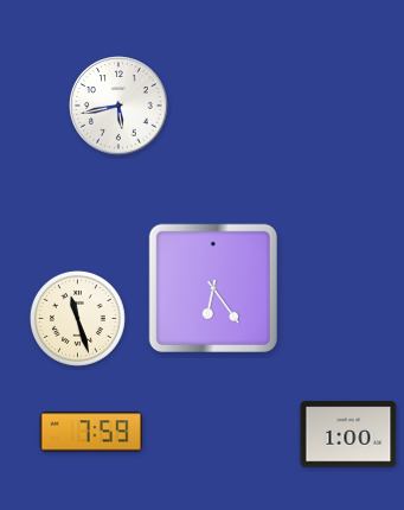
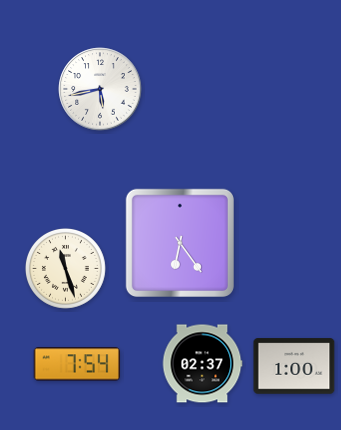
clock at (90, 432): 7:59 -> 7:54
clock at (202, 364): none -> 02:37
